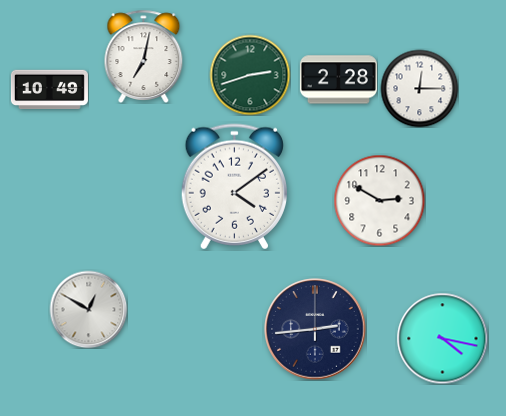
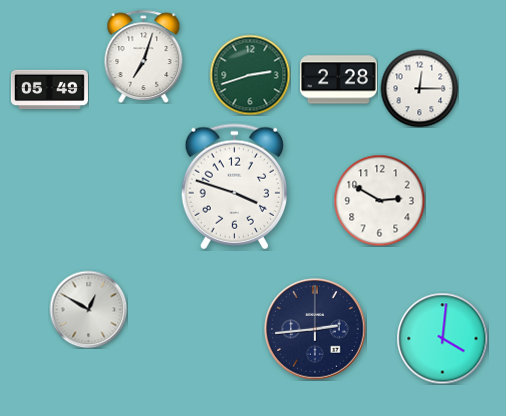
clock at (144, 56): 7:02 -> 7:03
clock at (49, 90): 10:49 -> 05:49
clock at (234, 187): 4:09 -> 3:48
clock at (442, 338): 4:17 -> 4:01
